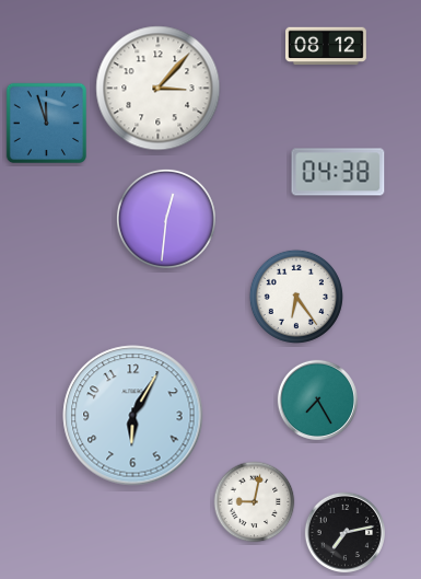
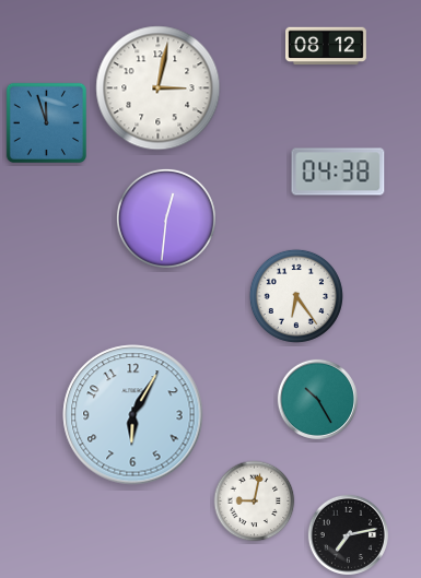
clock at (159, 89): 3:07 -> 3:02
clock at (317, 399): 7:25 -> 10:25
clock at (344, 532) position: (344, 532) -> (348, 534)
